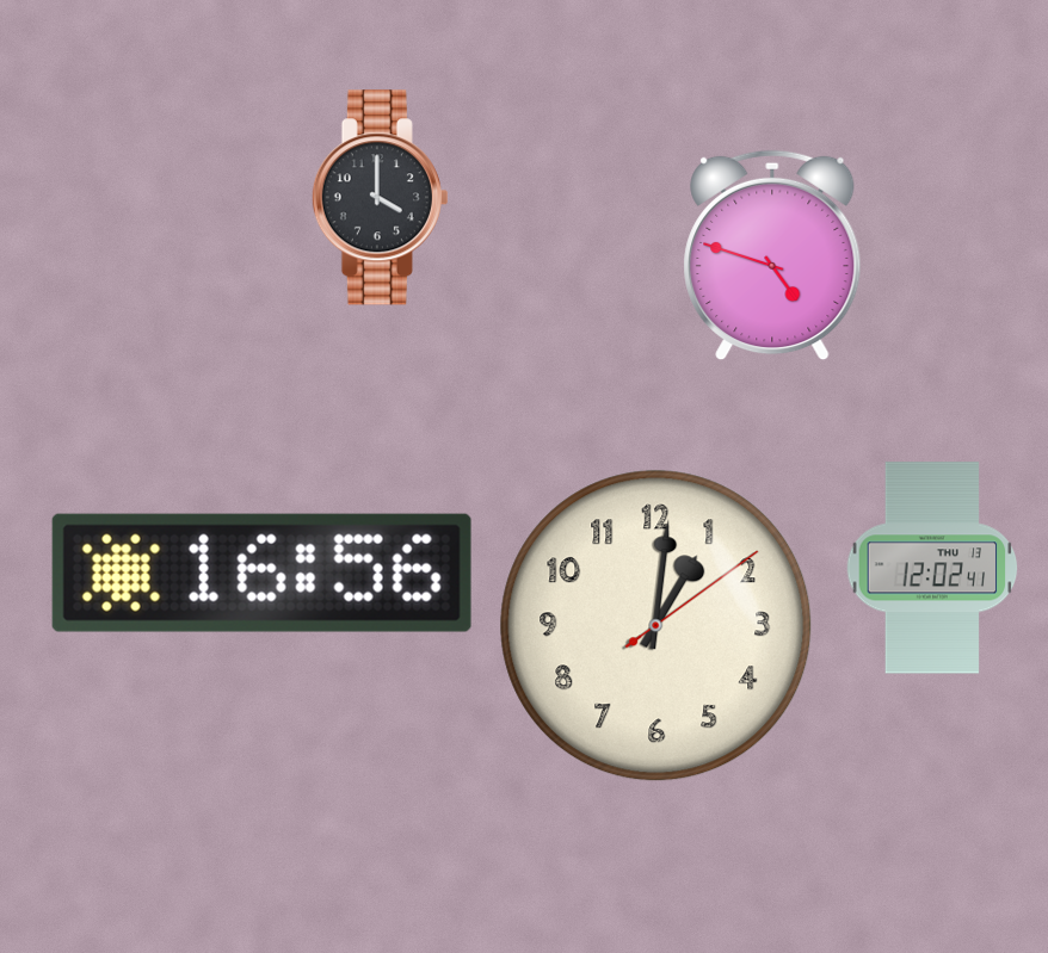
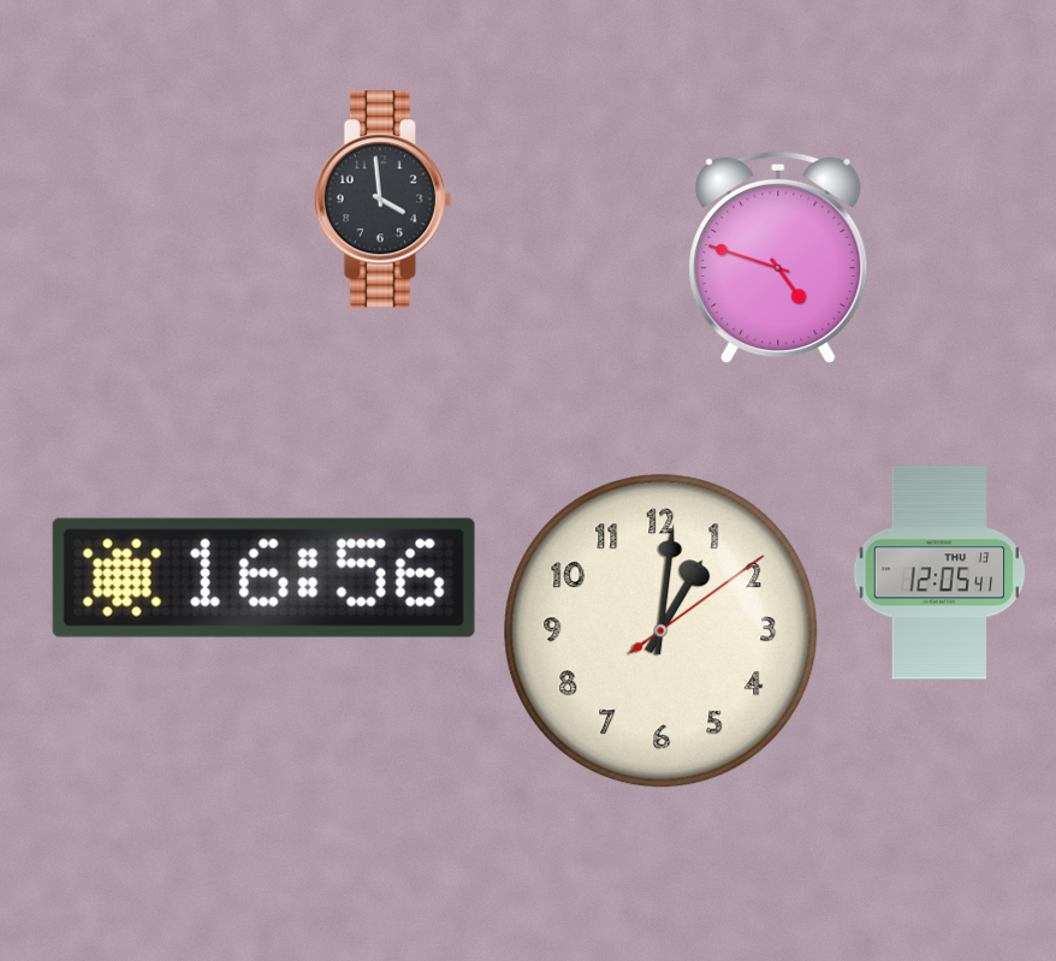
clock at (380, 198): 4:00 -> 3:59
clock at (932, 568): 12:02 -> 12:05
